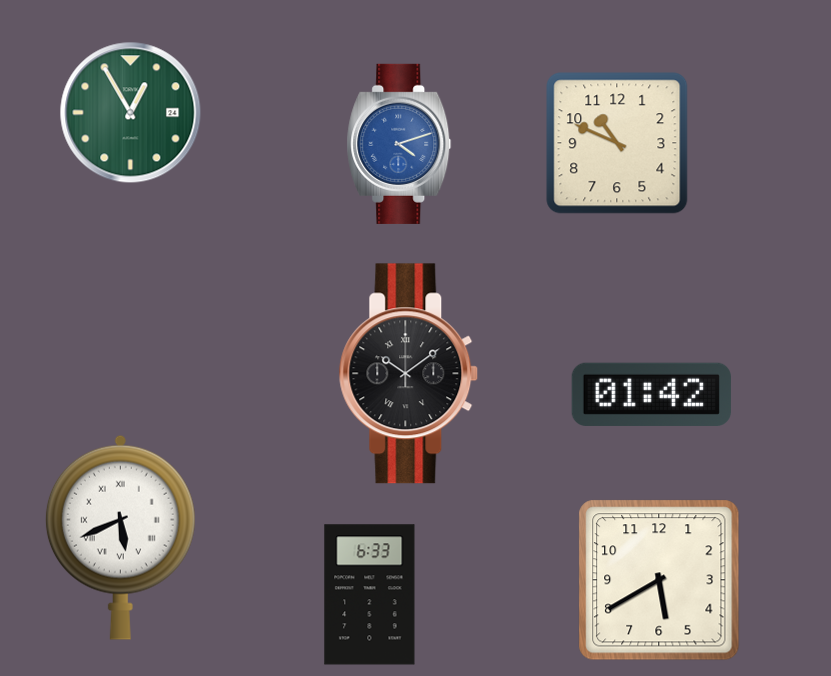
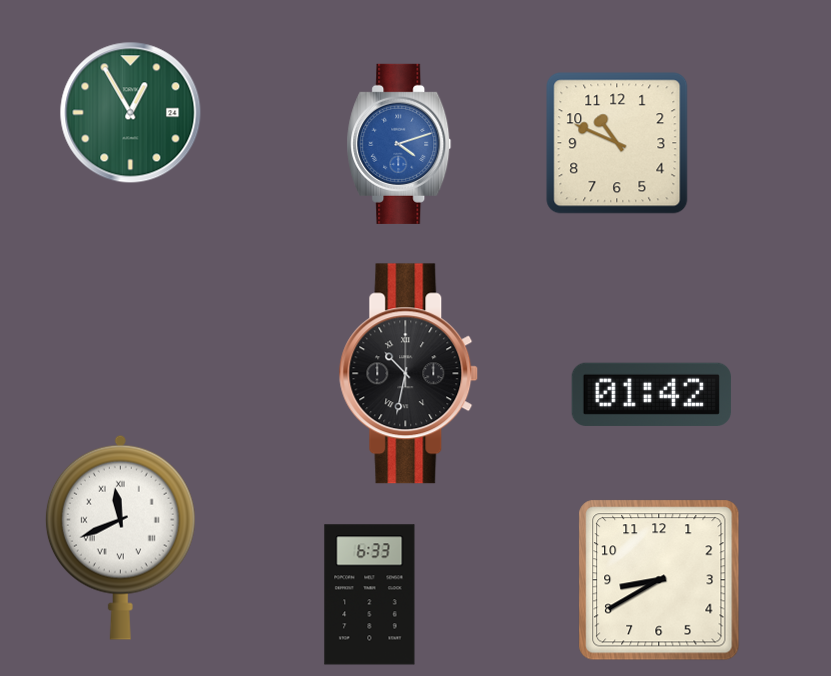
clock at (409, 374): 10:09 -> 10:32
clock at (120, 537): 5:41 -> 11:41
clock at (659, 580): 5:40 -> 8:40
